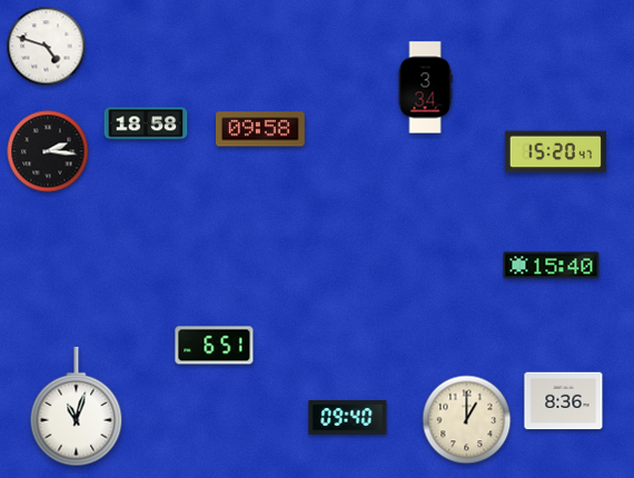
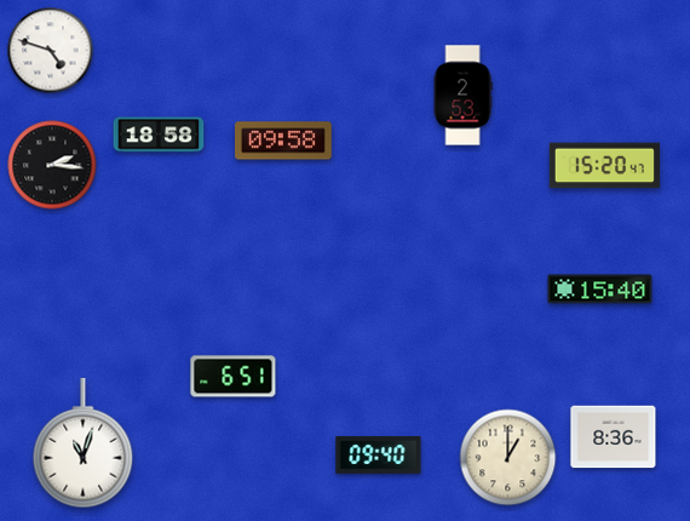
clock at (425, 88): 3:34 -> 2:53
